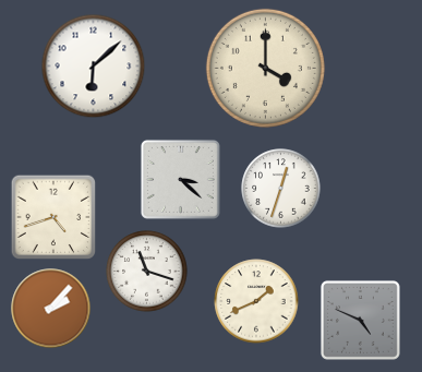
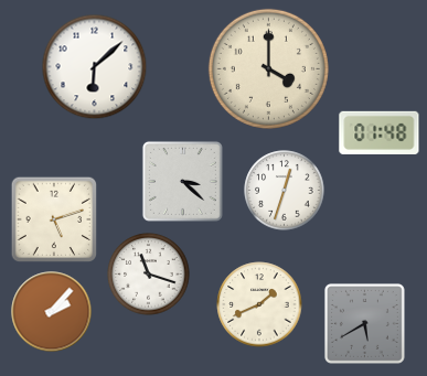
clock at (380, 132): none -> 01:48
clock at (53, 217): 4:42 -> 5:12
clock at (360, 320): 4:49 -> 5:40
